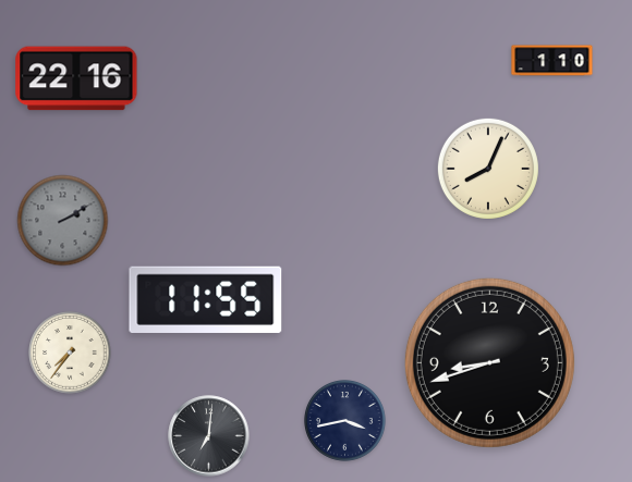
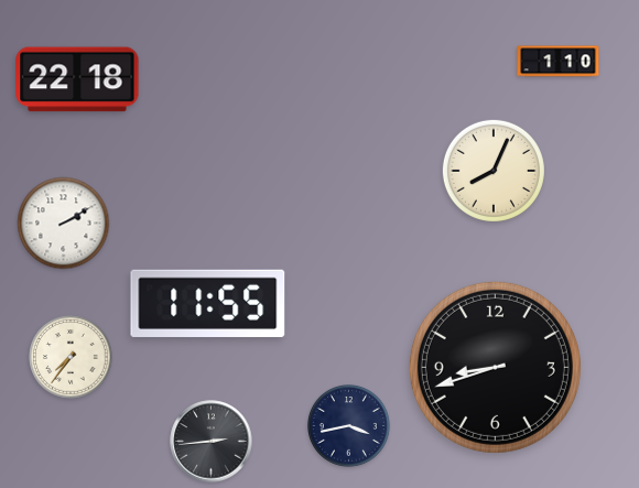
clock at (76, 78): 22:16 -> 22:18
clock at (63, 221) dial: grey -> white
clock at (209, 436): 7:01 -> 2:44
